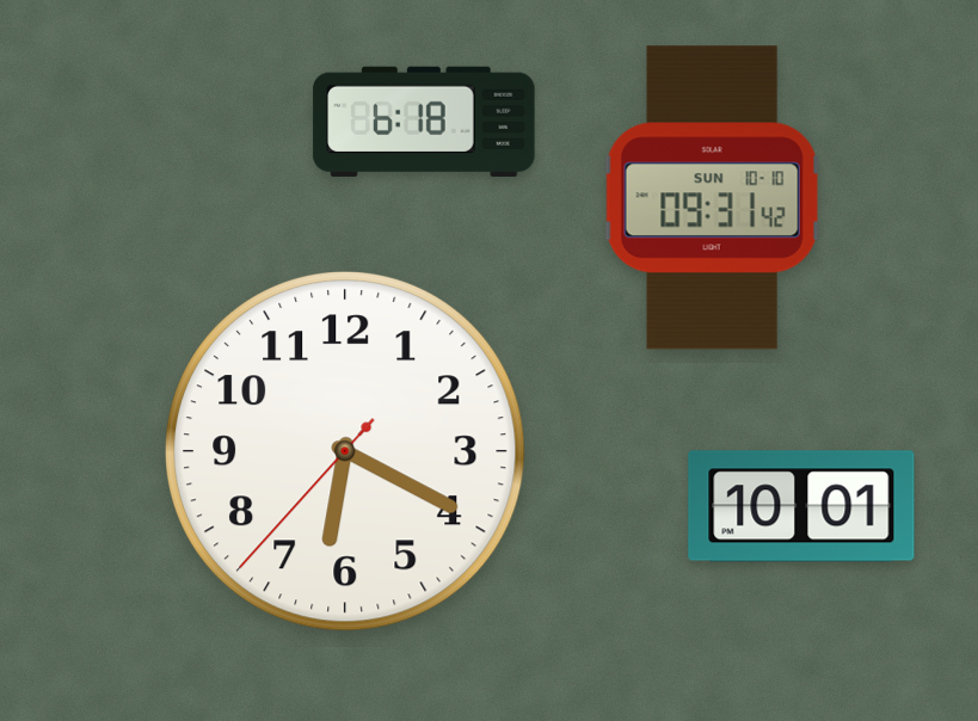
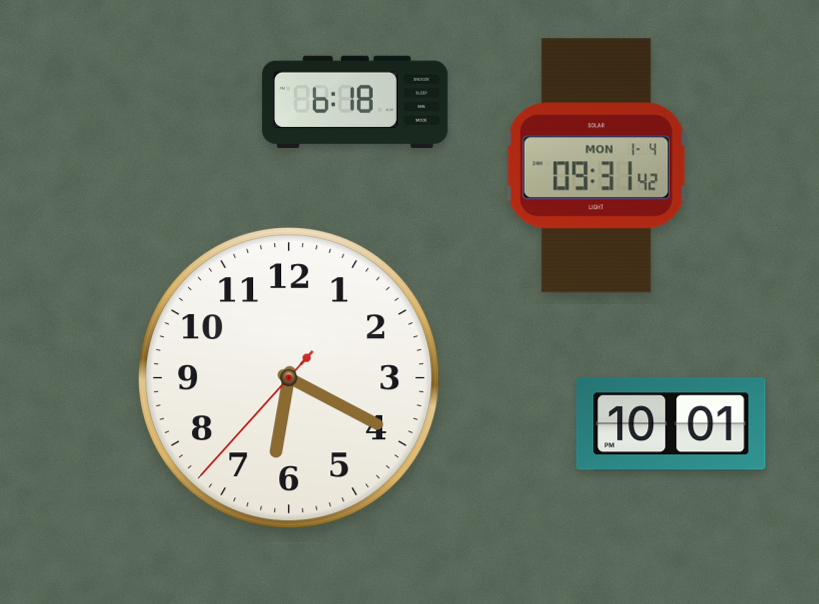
clock at (712, 198) date: SUN 10-10 -> MON 1-4
